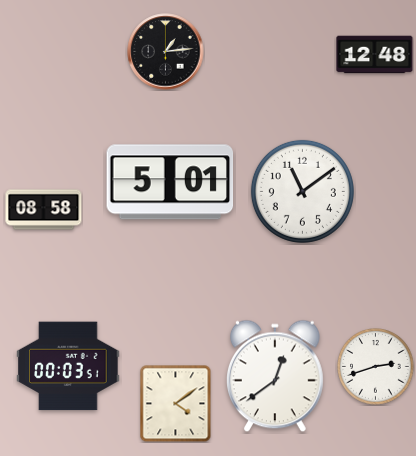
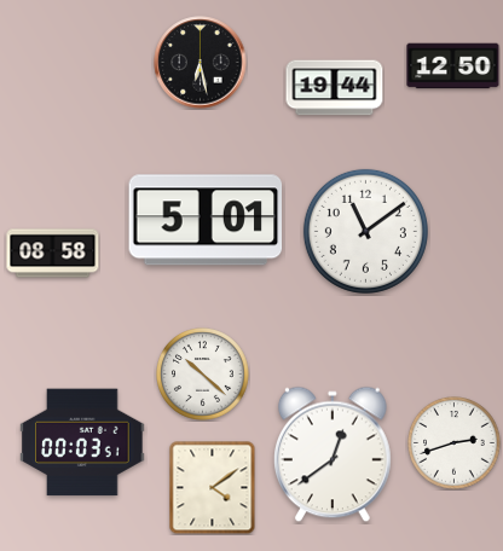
clock at (166, 52): 1:14 -> 6:28
clock at (375, 55): 12:48 -> 12:50
clock at (335, 88): none -> 19:44
clock at (203, 375): none -> 10:22
